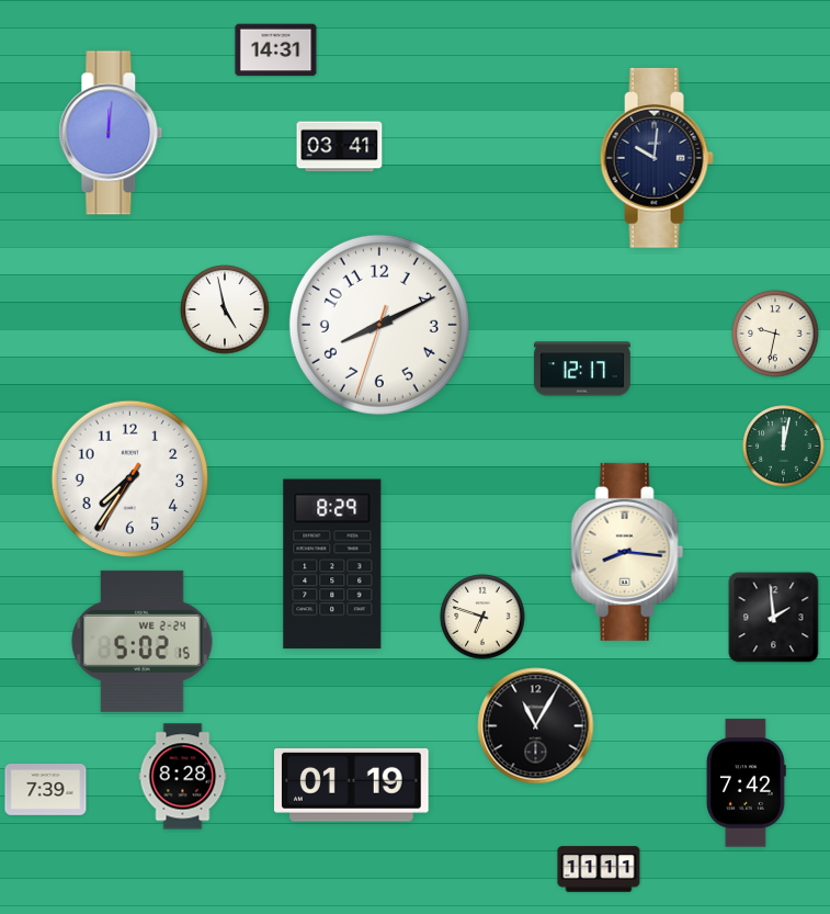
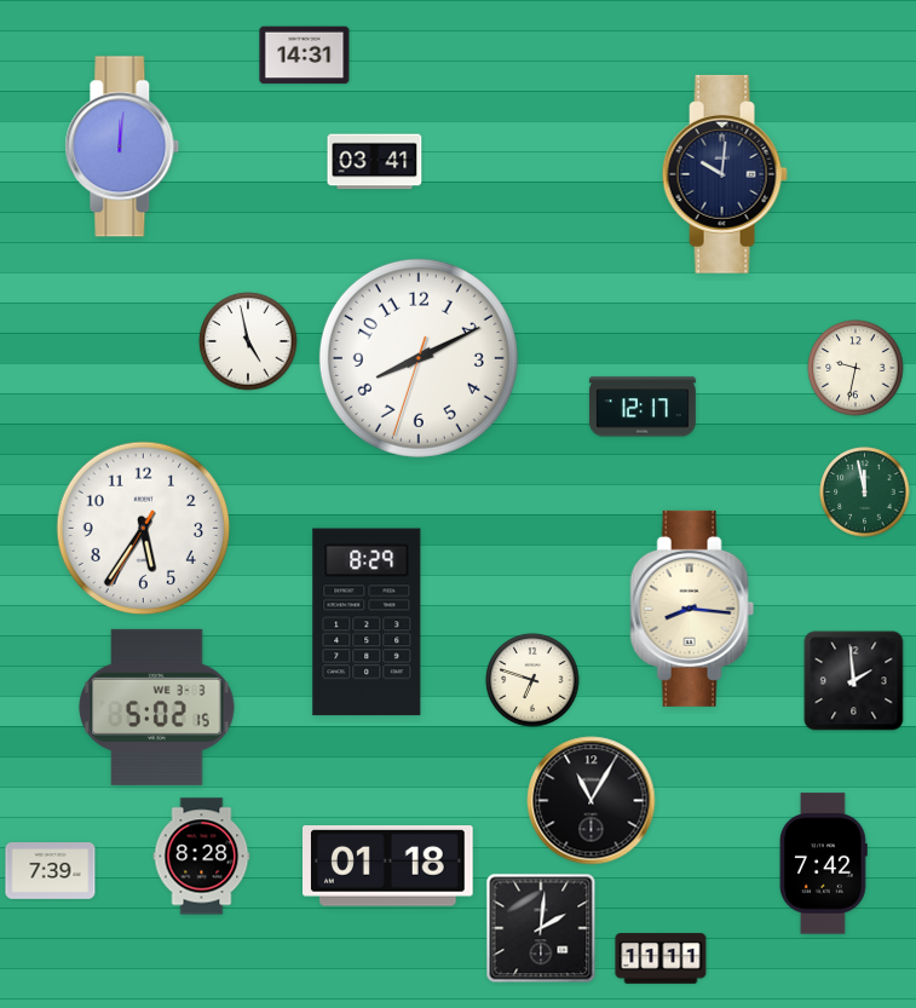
clock at (784, 447): 12:02 -> 11:58
clock at (130, 479): 7:35 -> 5:35
clock at (143, 641) date: WE 2-24 -> WE 3-3
clock at (352, 786): 01:19 -> 01:18
clock at (541, 928): none -> 2:01
